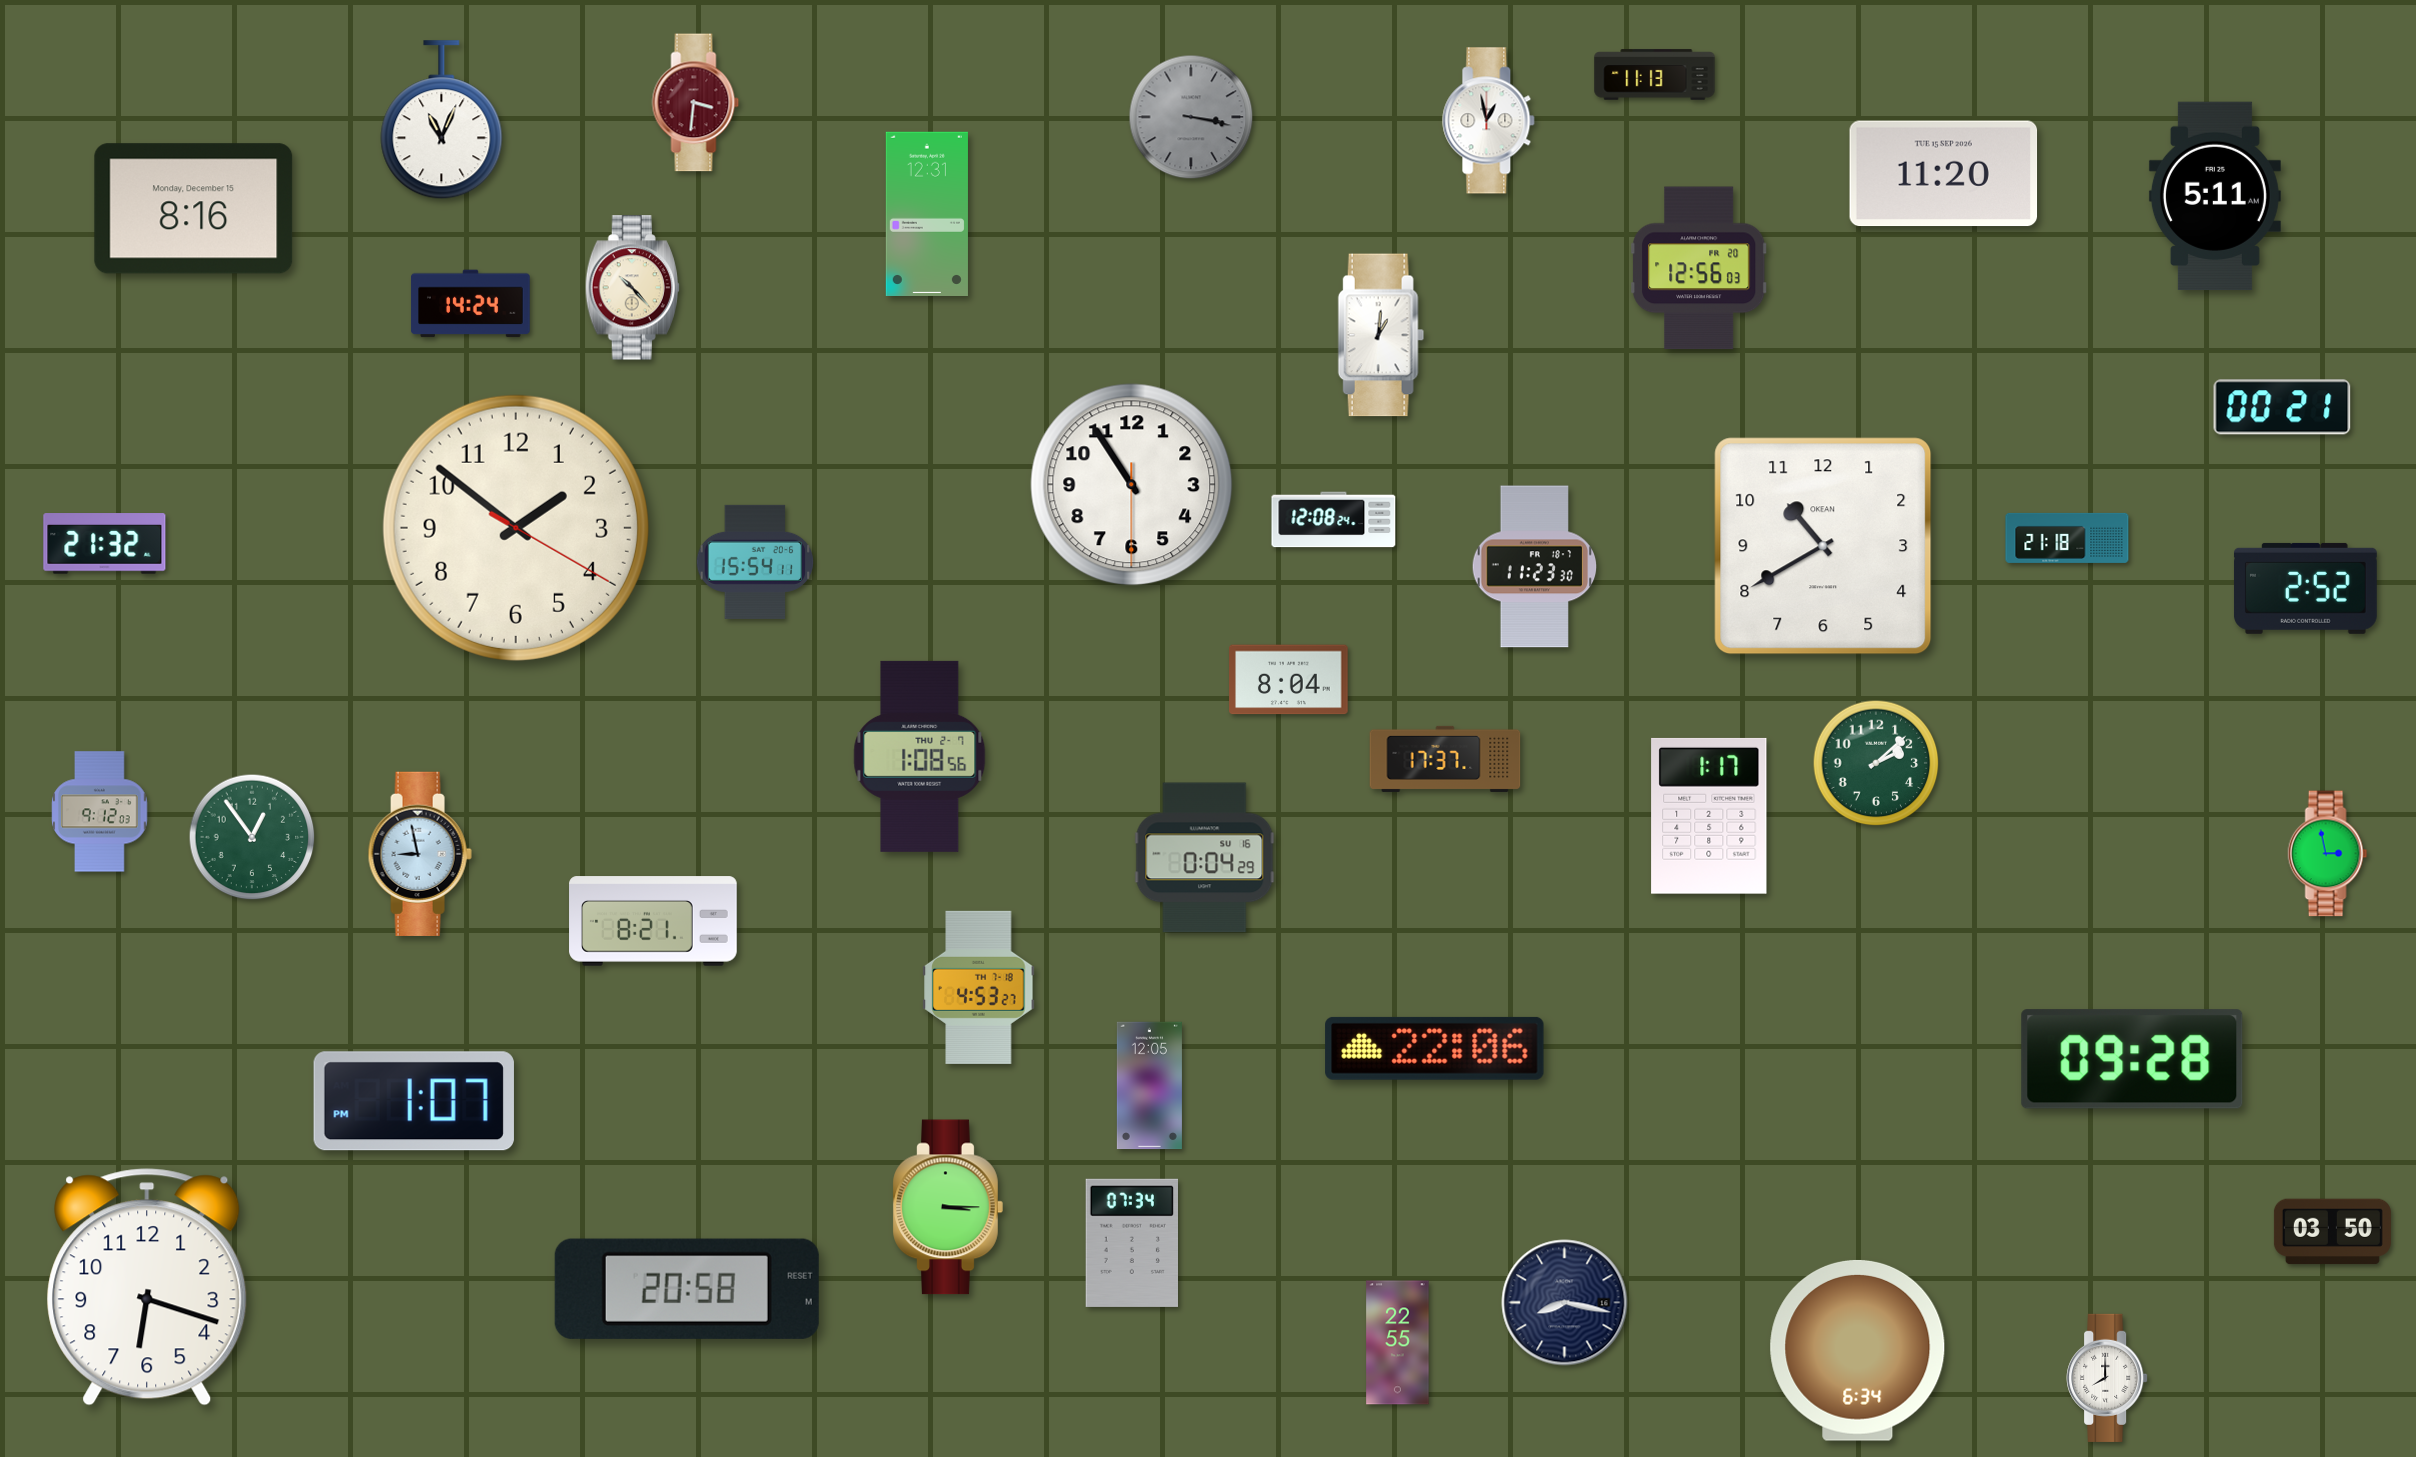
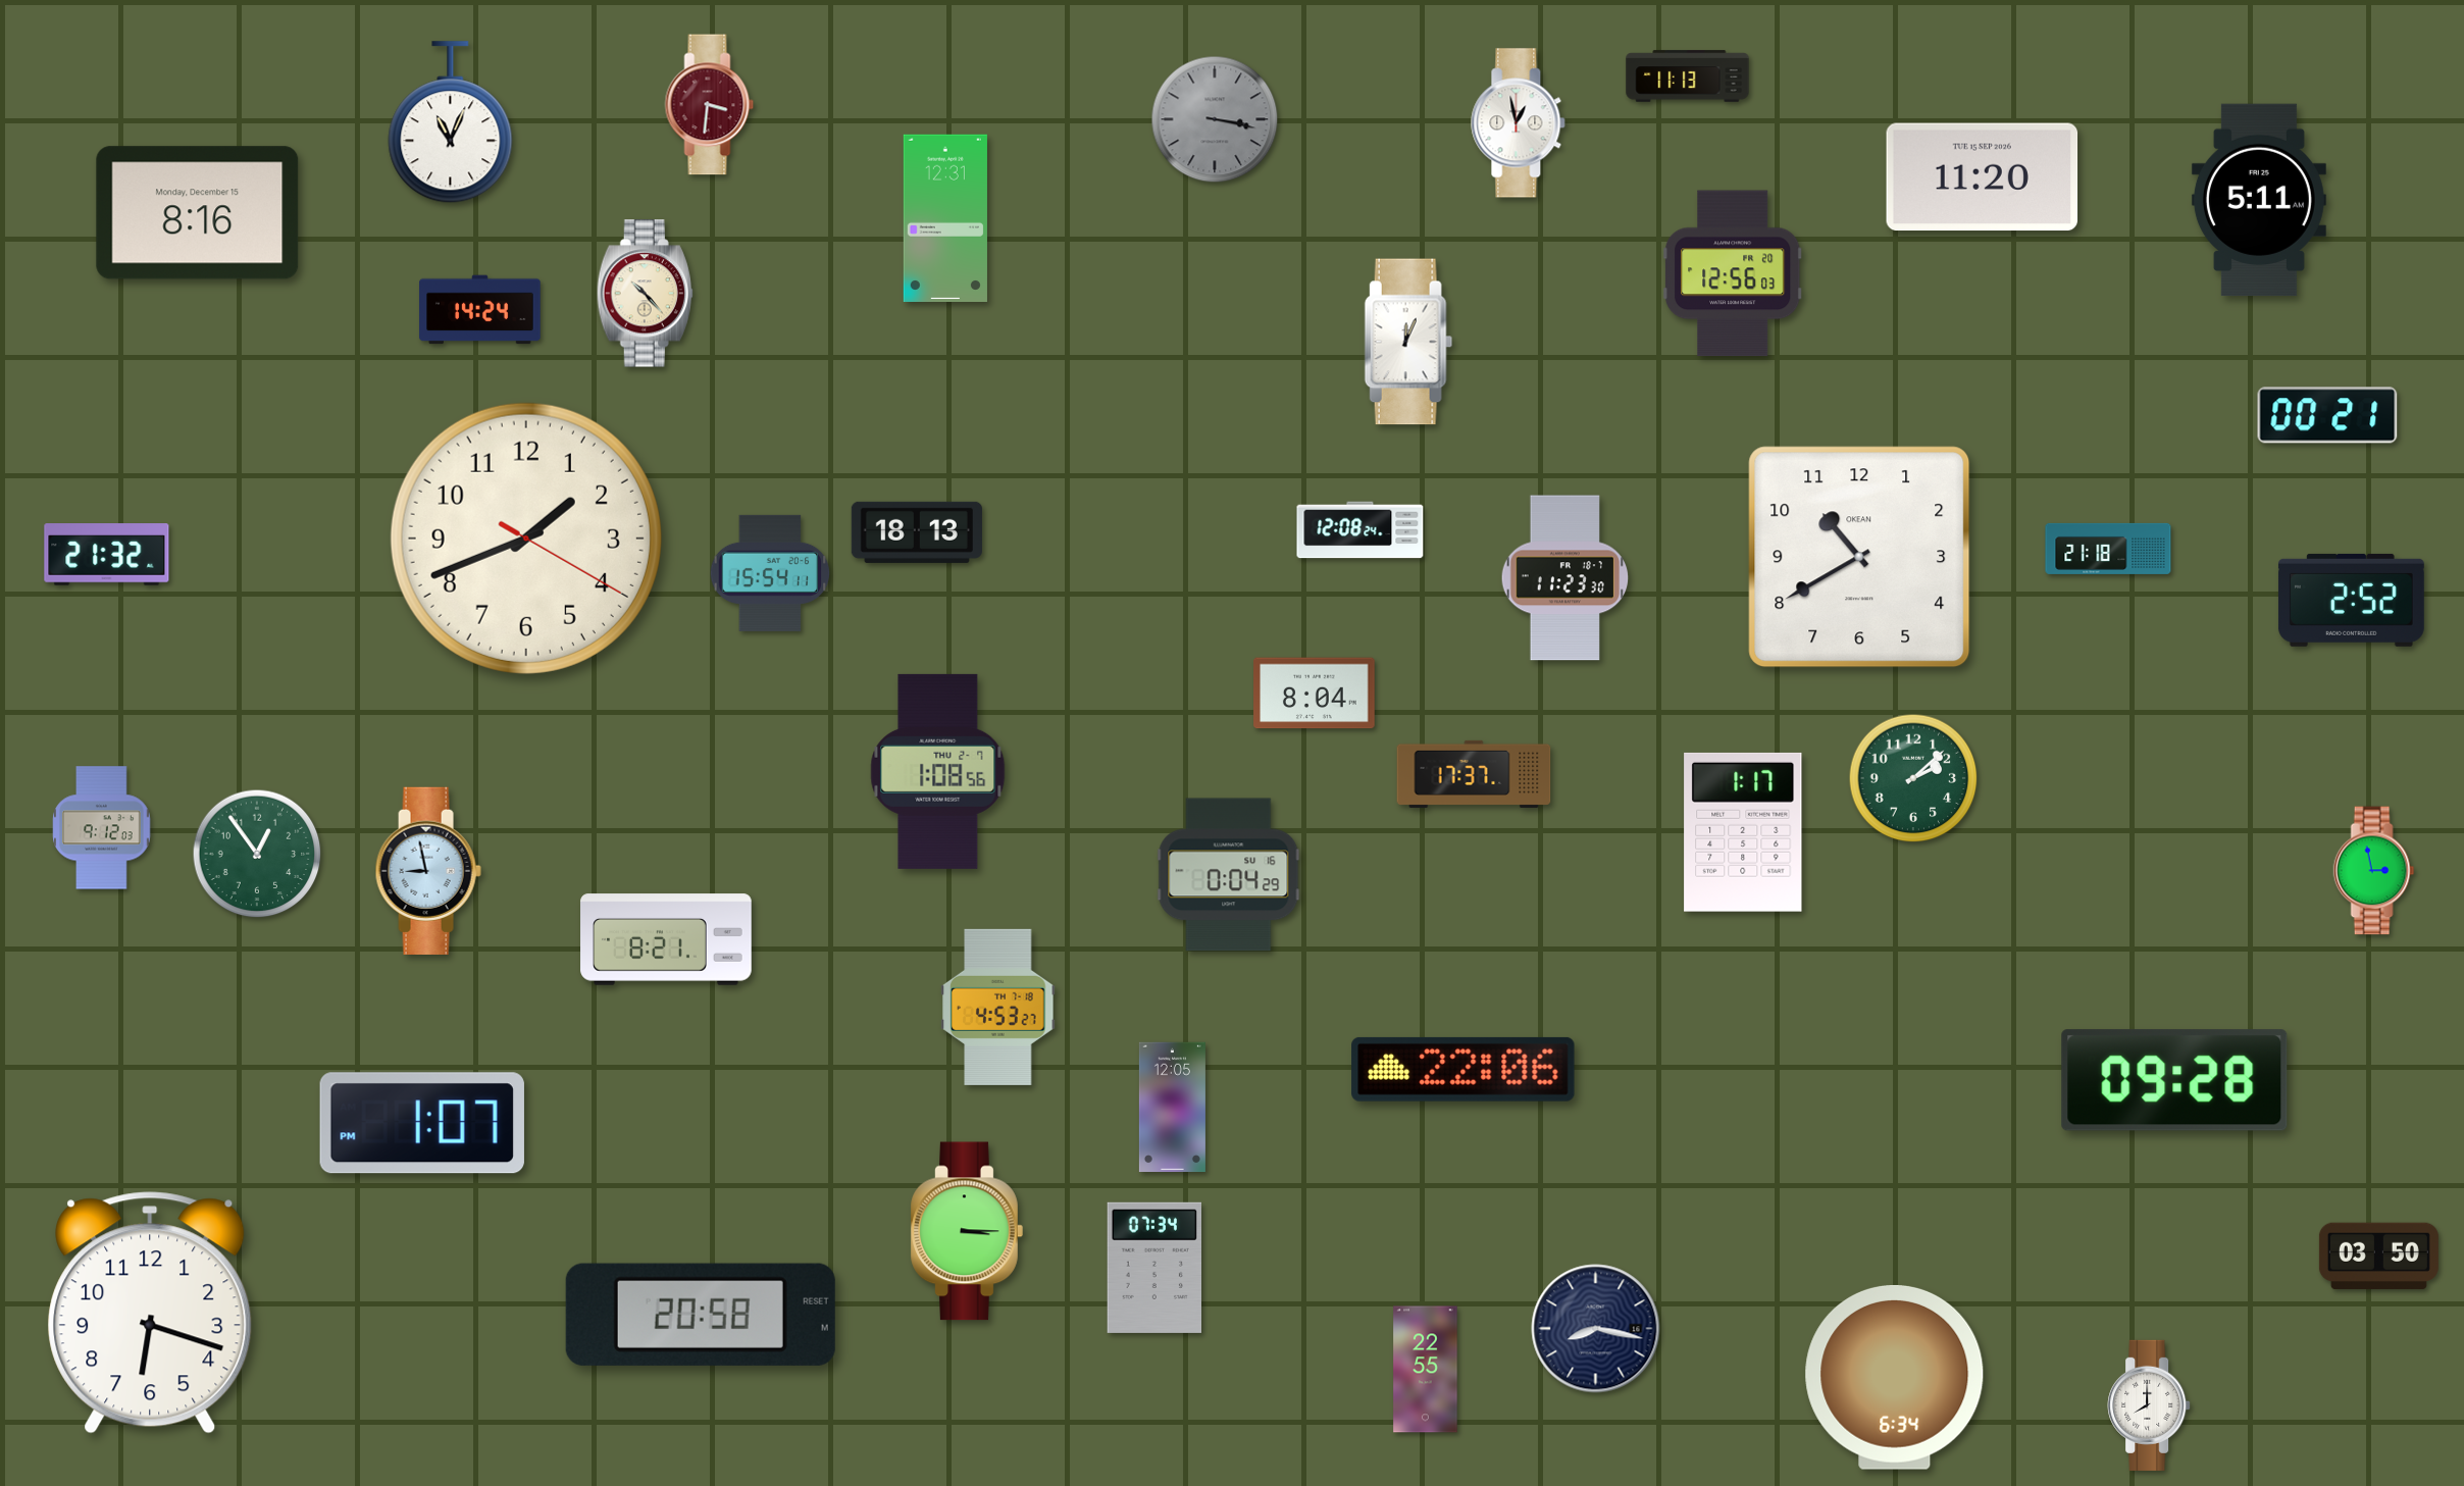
clock at (1381, 335): 1:01 -> 12:04
clock at (1132, 485): 10:54 -> none
clock at (917, 532): none -> 18:13
clock at (516, 528): 1:51 -> 1:41
